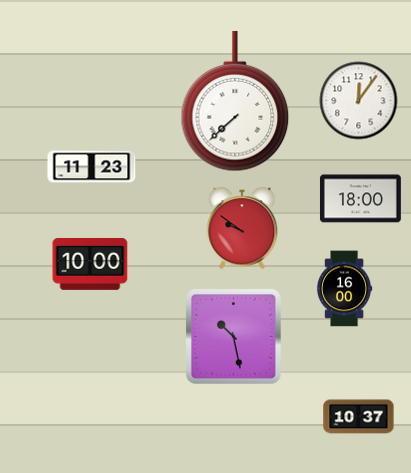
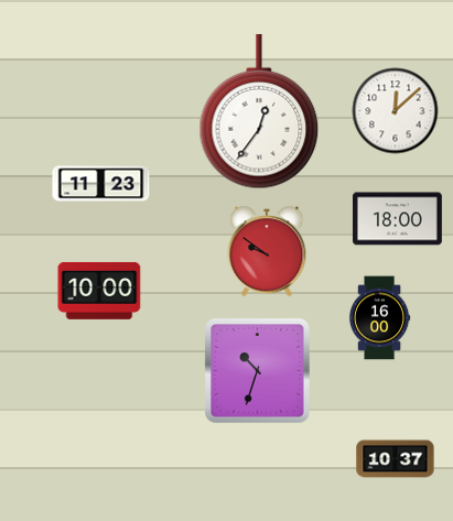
clock at (235, 101): 7:38 -> 12:36
clock at (359, 101): 12:06 -> 12:08
clock at (234, 337): 10:28 -> 10:33
